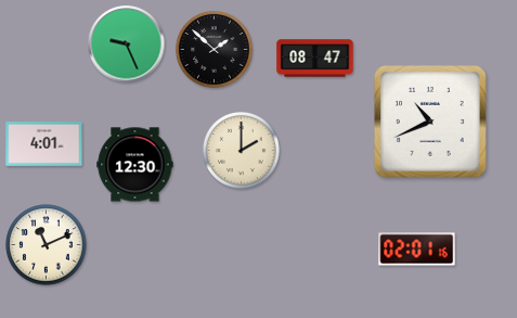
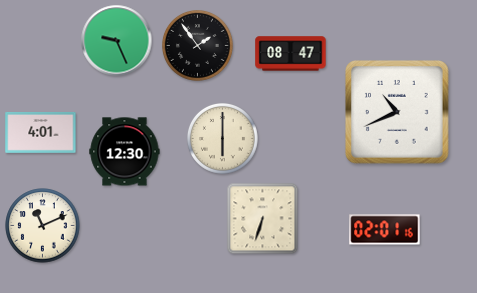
clock at (215, 50): 1:52 -> 1:54
clock at (242, 151): 2:00 -> 6:00
clock at (263, 219): none -> 6:33
